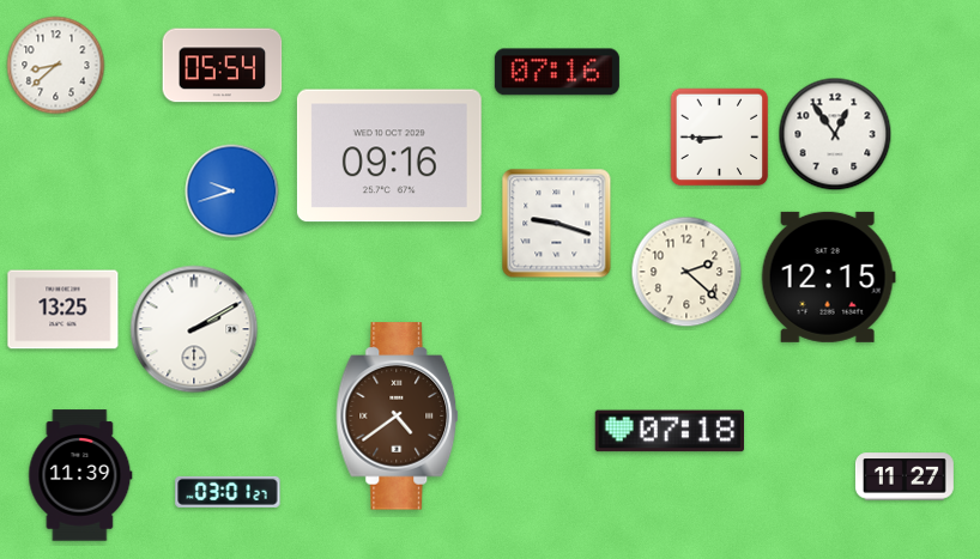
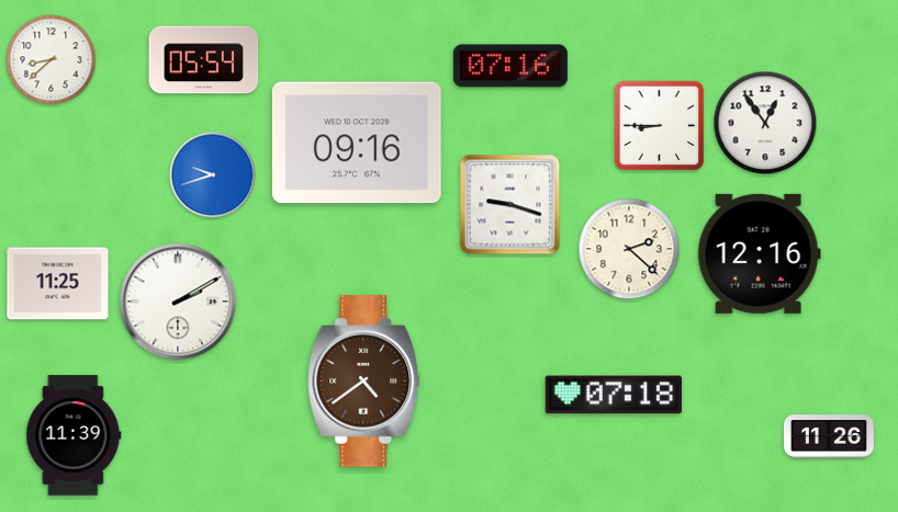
clock at (828, 277): 12:15 -> 12:16
clock at (63, 310): 13:25 -> 11:25
clock at (905, 476): 11:27 -> 11:26
clock at (228, 492): 03:01 -> none
